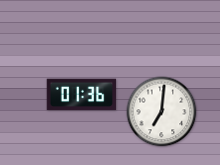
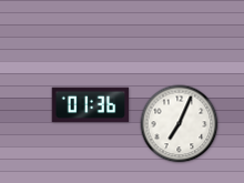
clock at (162, 112): 7:01 -> 7:04
